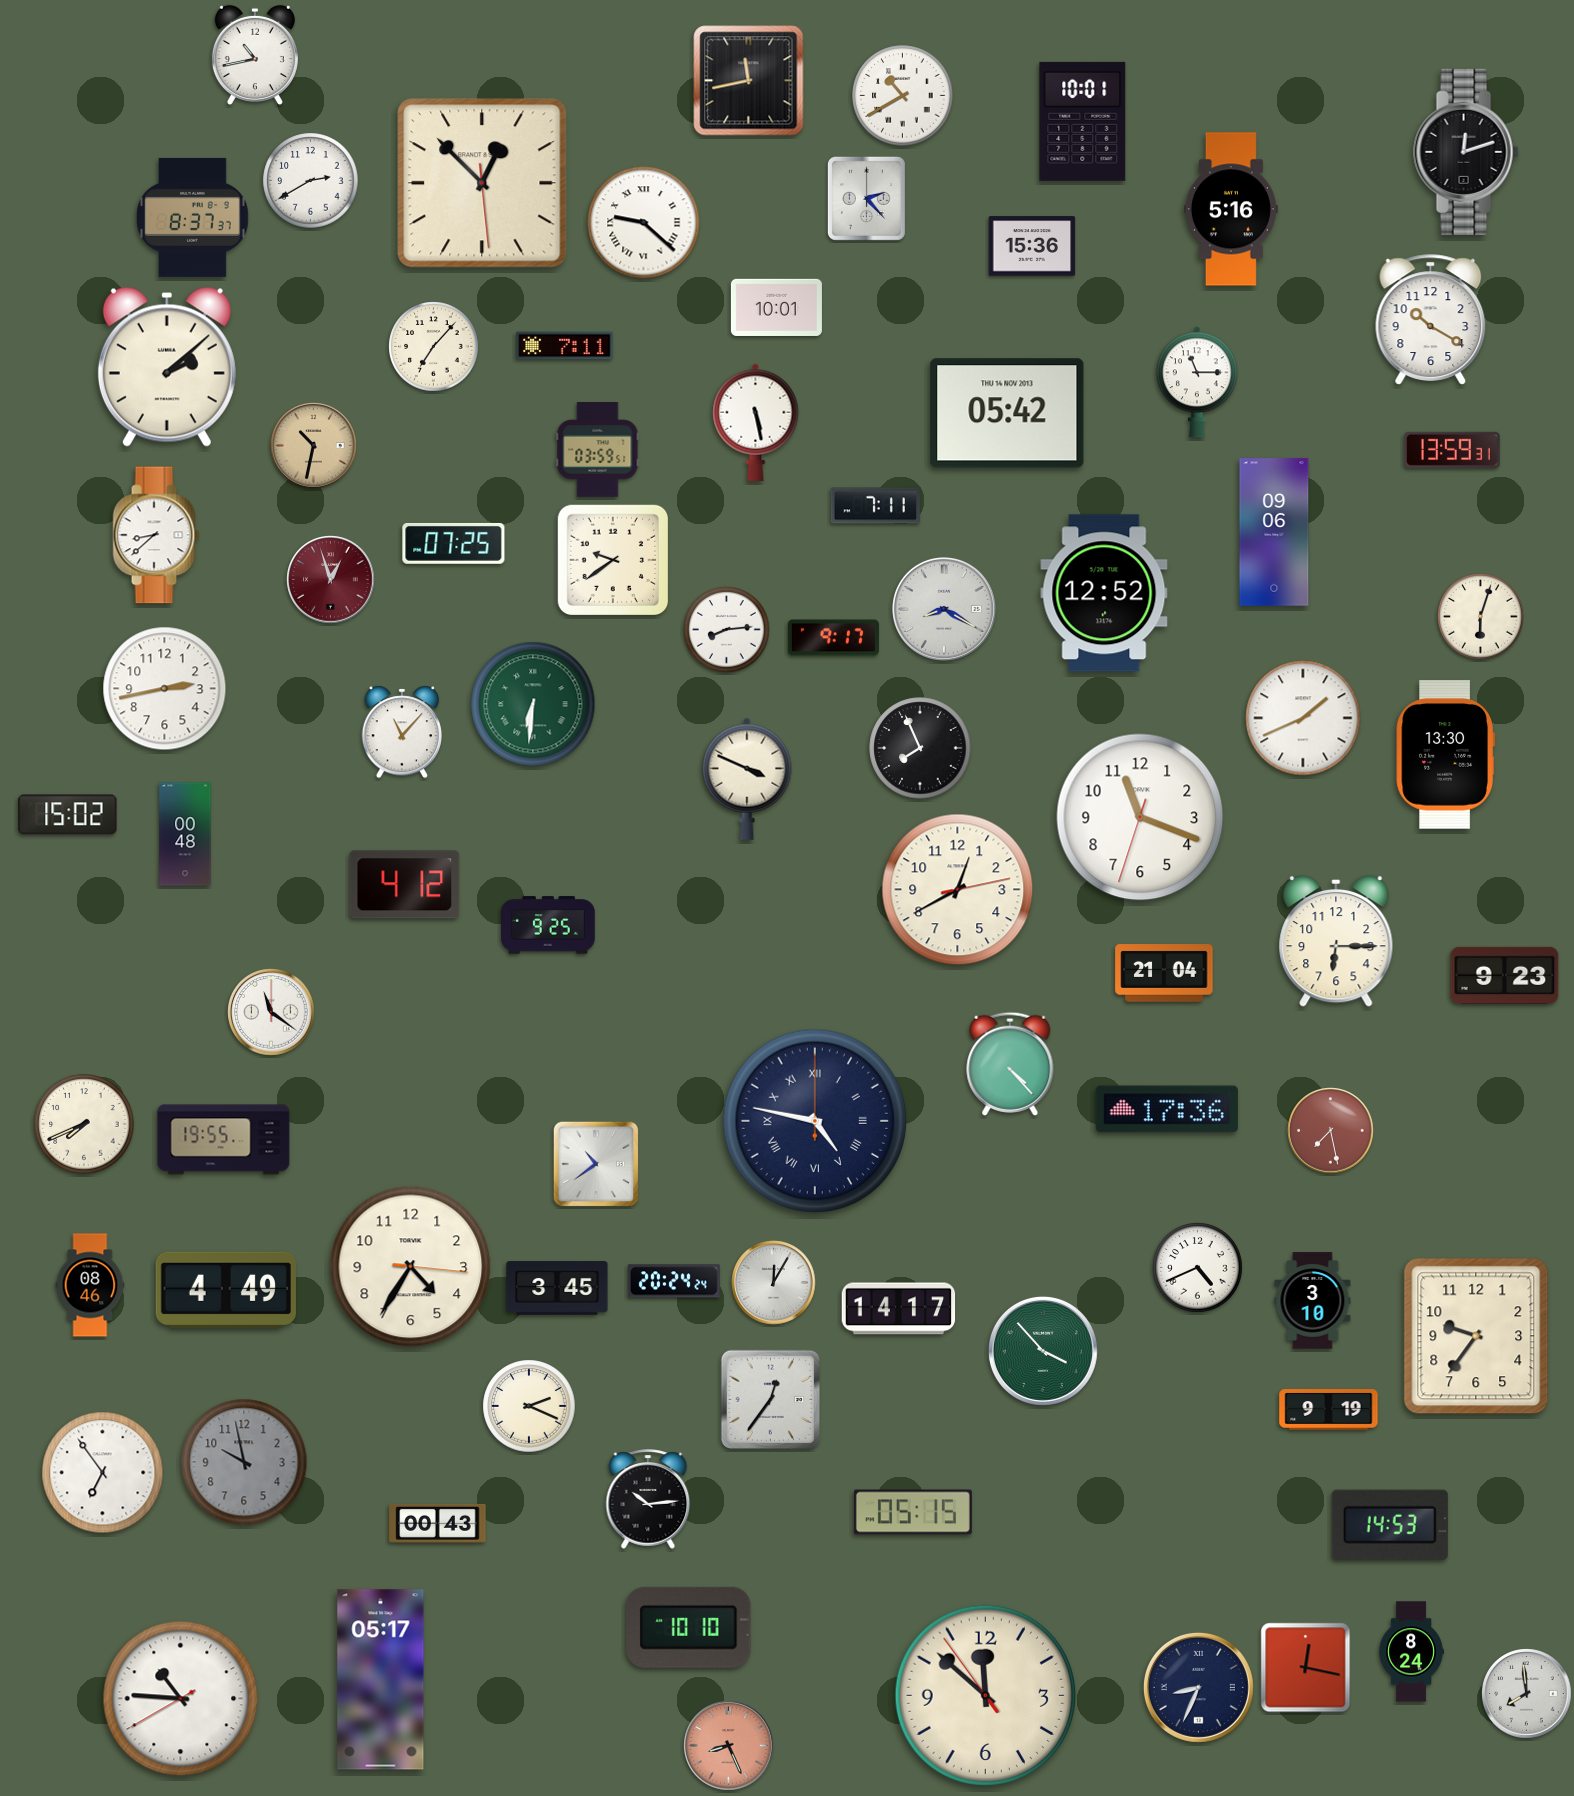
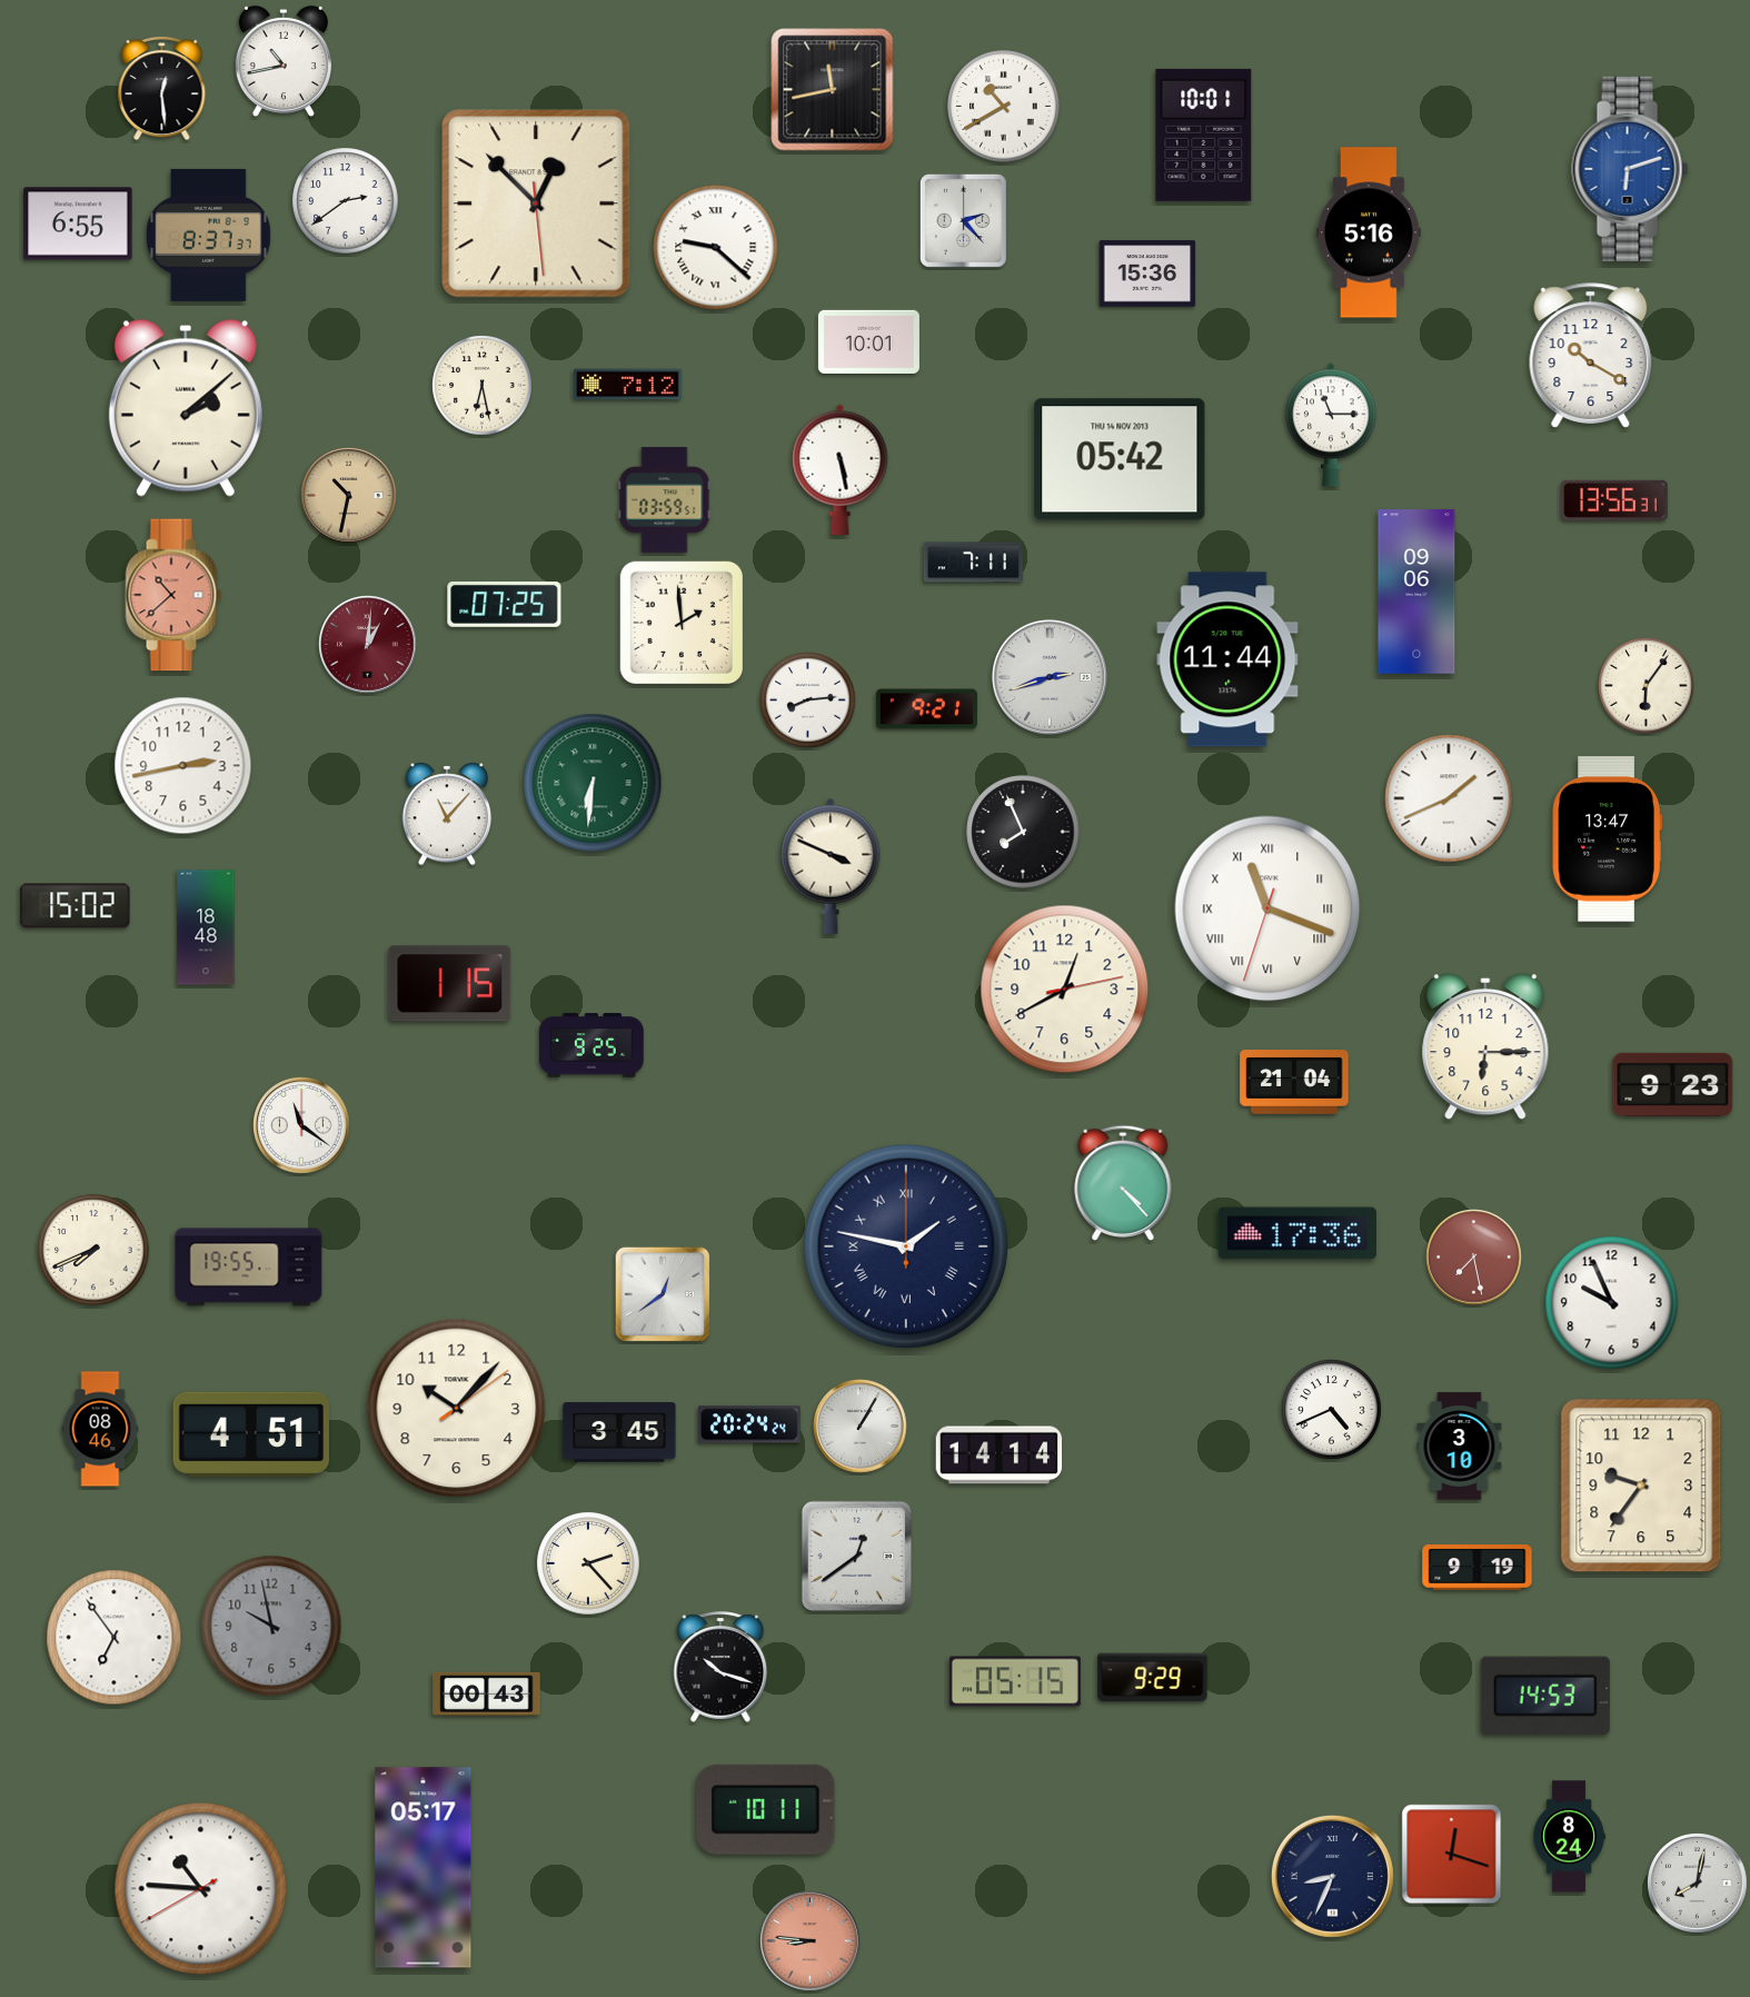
clock at (162, 88): none -> 12:29
clock at (1466, 152): 12:12 -> 6:12
clock at (1466, 152) dial: black -> blue
clock at (311, 181): 2:40 -> 2:39
clock at (78, 223): none -> 6:55
clock at (193, 217) position: (193, 217) -> (209, 235)
clock at (776, 307) position: (776, 307) -> (868, 341)
clock at (565, 346): 7:11 -> 7:12
clock at (434, 347): 7:07 -> 6:28
clock at (1452, 450): 13:59 -> 13:56
clock at (156, 535): 8:38 -> 10:38
clock at (156, 535) dial: white -> salmon
clock at (612, 559): 9:39 -> 1:59
clock at (331, 580): 12:57 -> 1:01
clock at (1104, 593): 12:52 -> 11:44
clock at (944, 609): 8:20 -> 2:42
clock at (1481, 617): 6:03 -> 6:06
clock at (833, 638): 9:17 -> 9:21
clock at (1445, 755): 13:30 -> 13:47
clock at (1140, 817) numerals: Arabic -> Roman
clock at (185, 834): 00:48 -> 18:48
clock at (405, 885): 4:12 -> 1:15
clock at (549, 925) position: (549, 925) -> (593, 1045)
clock at (815, 1121): 4:47 -> 1:47
clock at (1331, 1131) position: (1331, 1131) -> (1474, 1258)
clock at (596, 1164): 10:39 -> 12:39
clock at (1612, 1303): none -> 9:56
clock at (411, 1267): 4:35 -> 10:07
clock at (774, 1283): 12:05 -> 1:05
clock at (226, 1290): 4:49 -> 4:51
clock at (899, 1309): 14:17 -> 14:14
clock at (1043, 1351): 3:53 -> none
clock at (770, 1399): 12:36 -> 12:39
clock at (529, 1406): 2:19 -> 2:23
clock at (648, 1499): 10:14 -> 10:18
clock at (1153, 1678): none -> 9:29
clock at (689, 1627): 10:10 -> 10:11
clock at (1306, 1668): 12:17 -> 12:18
clock at (1527, 1694): 7:59 -> 8:02
clock at (985, 1695): 11:51 -> none
clock at (729, 1746): 8:26 -> 8:46
